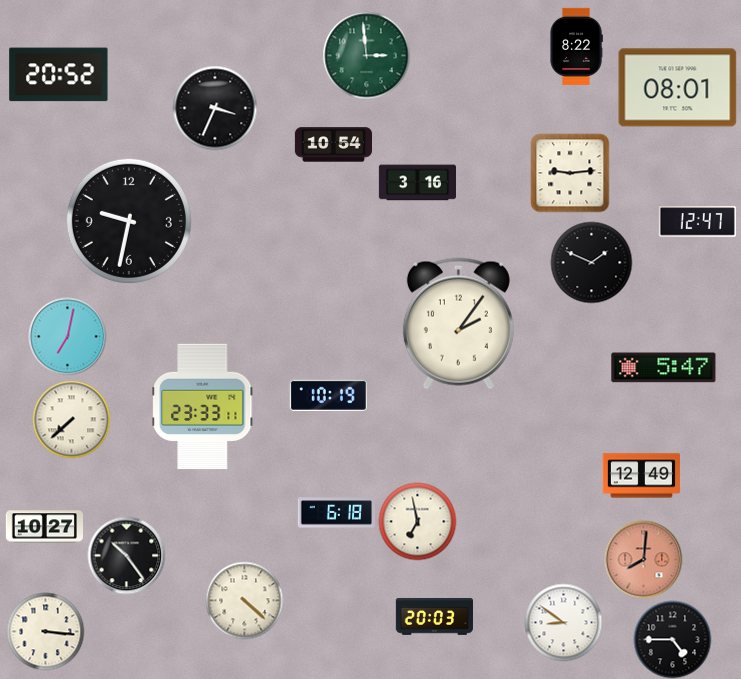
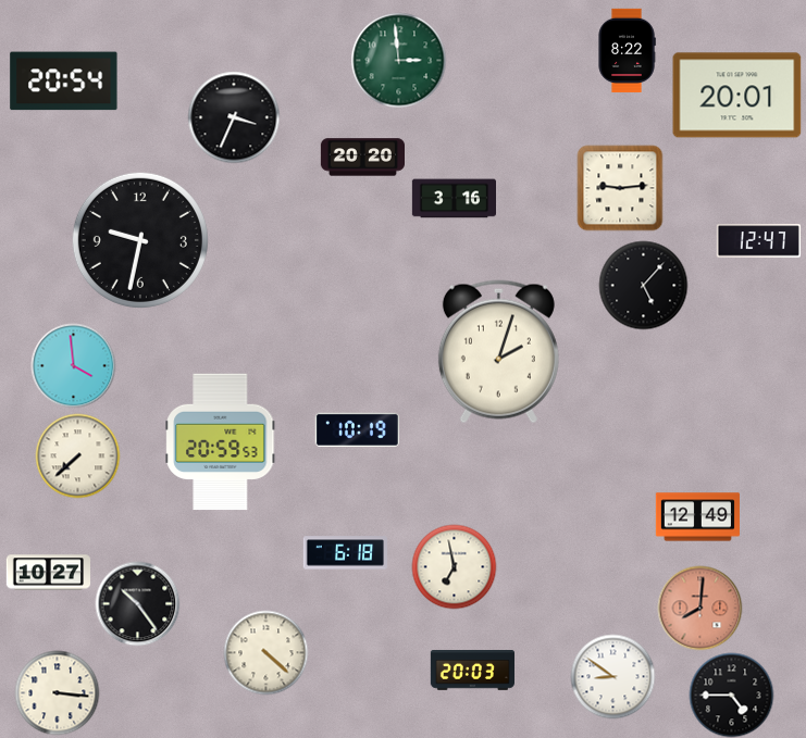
clock at (59, 75): 20:52 -> 20:54
clock at (678, 88): 08:01 -> 20:01
clock at (333, 145): 10:54 -> 20:20
clock at (591, 262): 1:49 -> 5:07
clock at (458, 324): 2:06 -> 2:03
clock at (67, 336): 7:02 -> 3:59
clock at (664, 368): 5:47 -> none
clock at (203, 407): 23:33 -> 20:59
clock at (336, 513) position: (336, 513) -> (345, 553)
clock at (45, 631) position: (45, 631) -> (57, 692)
